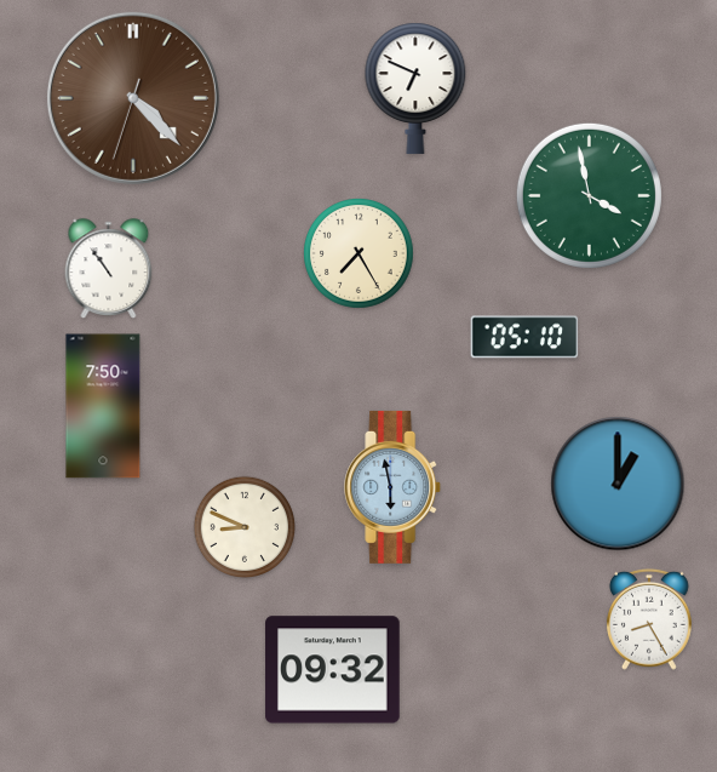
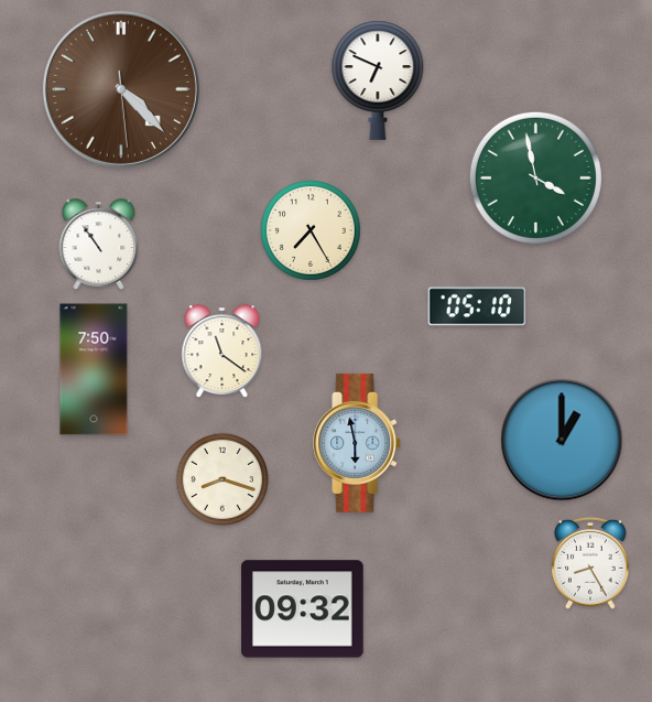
clock at (133, 98): 4:22:33 -> 4:22:29
clock at (360, 255) position: (360, 255) -> (312, 231)
clock at (222, 352): none -> 11:21
clock at (243, 526): 8:49 -> 8:18
